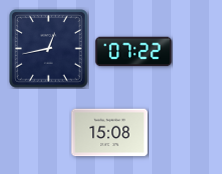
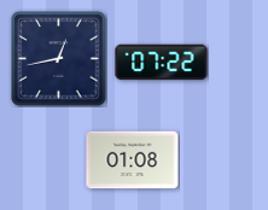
clock at (110, 133): 15:08 -> 01:08
